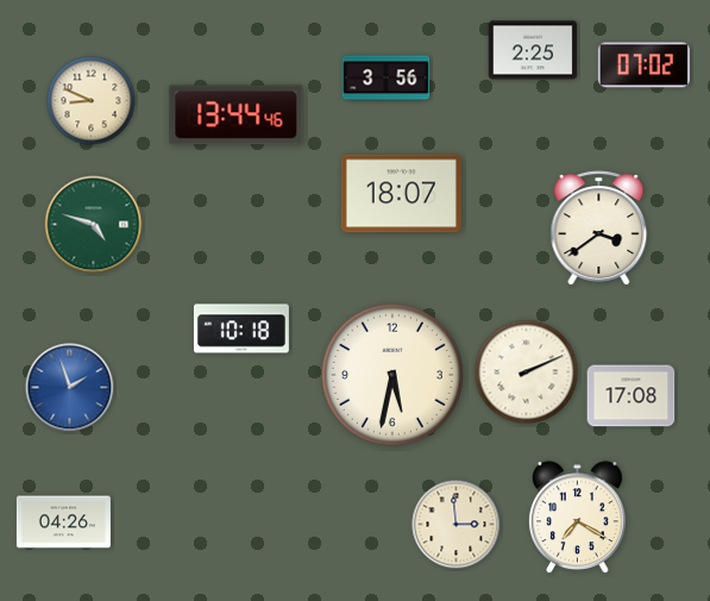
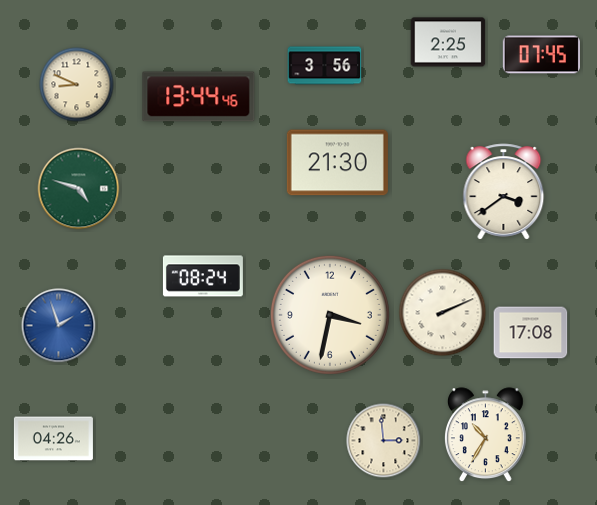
clock at (643, 65): 07:02 -> 07:45
clock at (401, 194): 18:07 -> 21:30
clock at (241, 328): 10:18 -> 08:24
clock at (392, 375): 5:32 -> 3:32
clock at (577, 518): 7:20 -> 10:35
